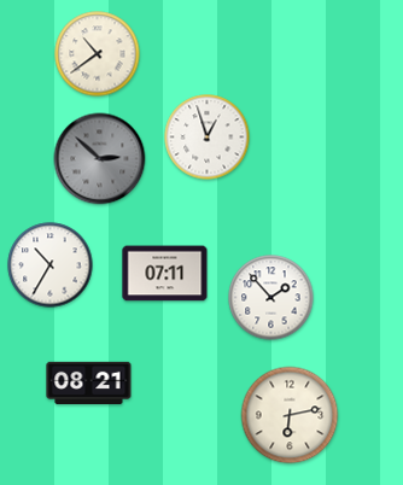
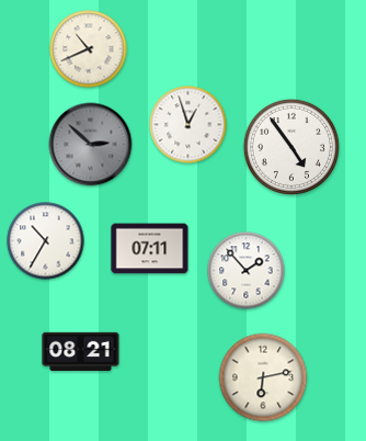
clock at (98, 54): 10:39 -> 10:41
clock at (291, 147): none -> 4:54
clock at (89, 384) position: (89, 384) -> (81, 352)
